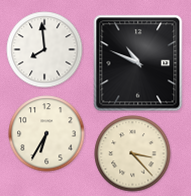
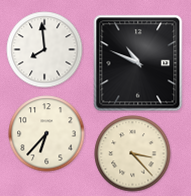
clock at (47, 134): 6:35 -> 6:37
